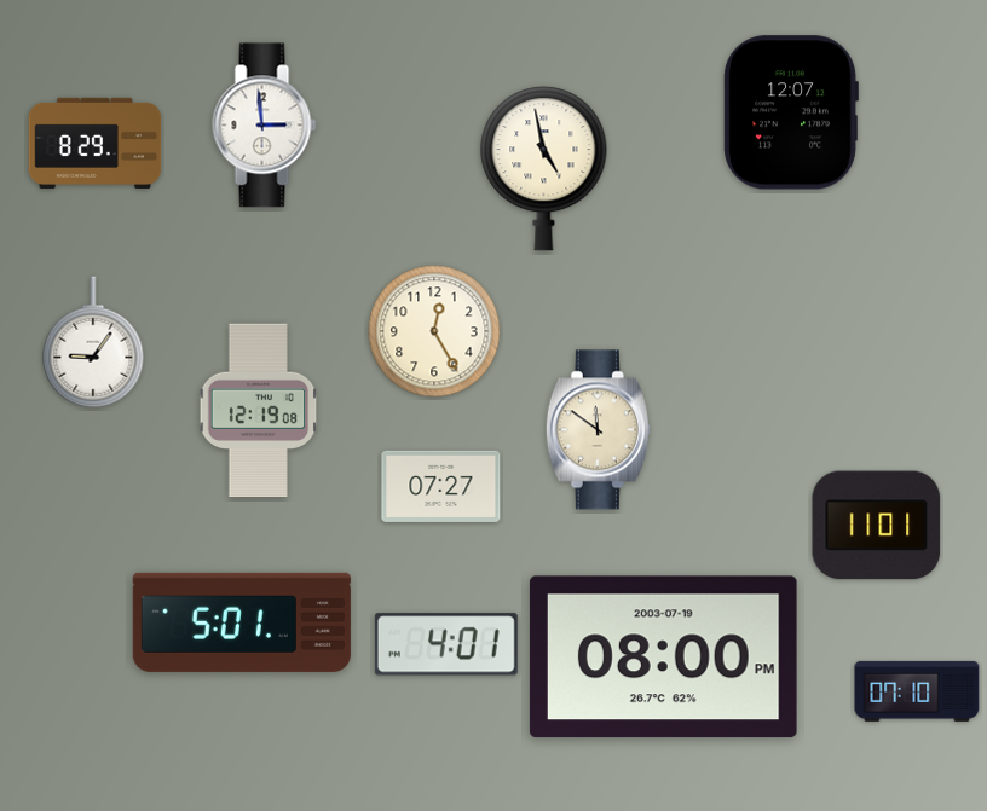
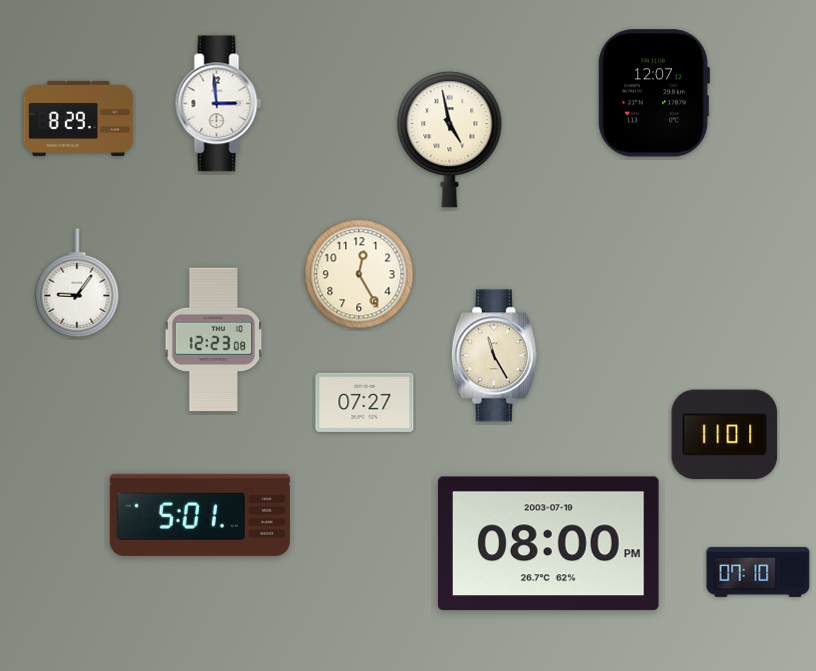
clock at (259, 411): 12:19 -> 12:23
clock at (598, 430): 11:51 -> 11:25
clock at (446, 644): 4:01 -> none
